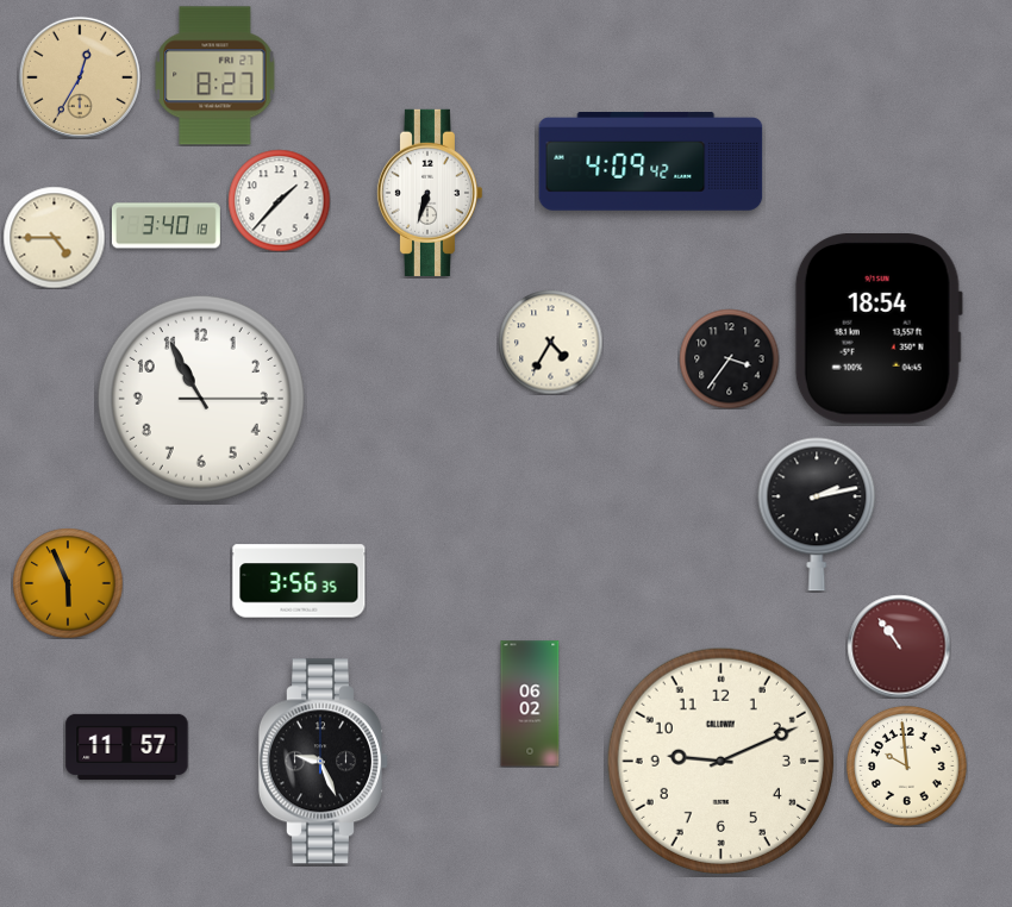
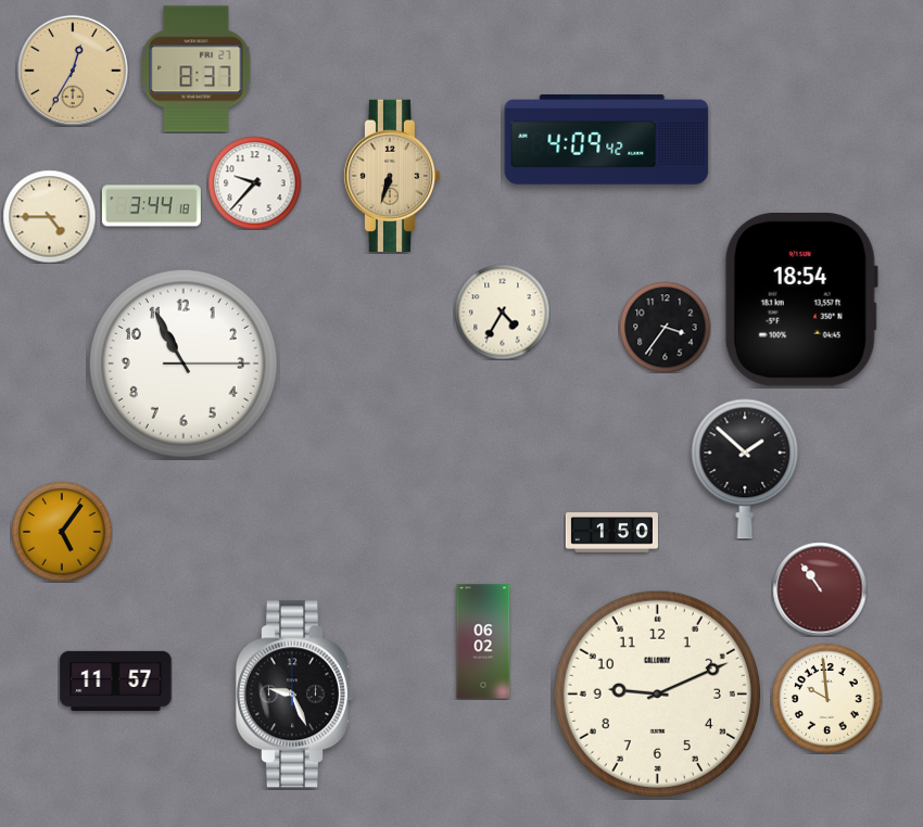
clock at (215, 76): 8:27 -> 8:37
clock at (651, 162) position: (651, 162) -> (607, 140)
clock at (429, 193) dial: white -> champagne
clock at (279, 200): 1:37 -> 9:37
clock at (165, 226): 3:40 -> 3:44
clock at (817, 514): 2:13 -> 1:52
clock at (299, 581): 3:56 -> none
clock at (68, 583): 5:56 -> 5:06
clock at (611, 533): none -> 1:50
